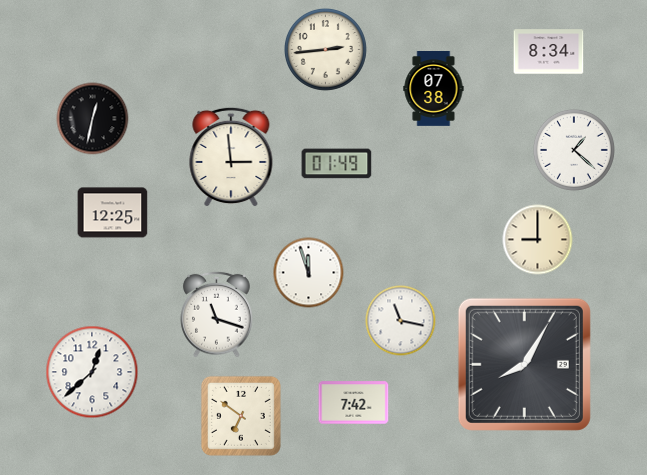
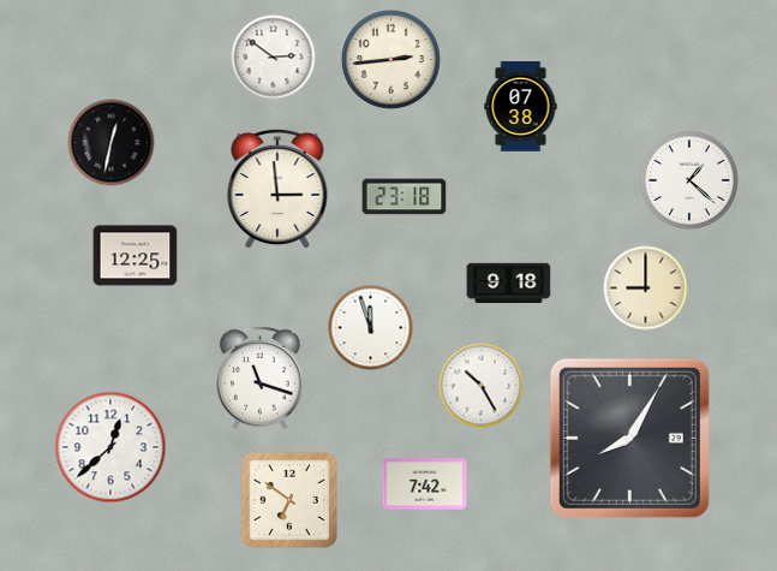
clock at (274, 58): none -> 2:51
clock at (549, 52): 8:34 -> none
clock at (337, 164): 01:49 -> 23:18
clock at (509, 284): none -> 9:18
clock at (401, 321): 11:17 -> 10:25
